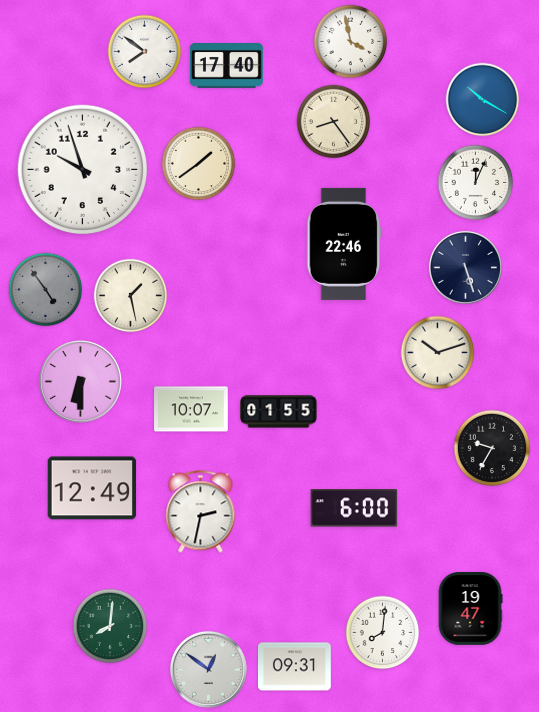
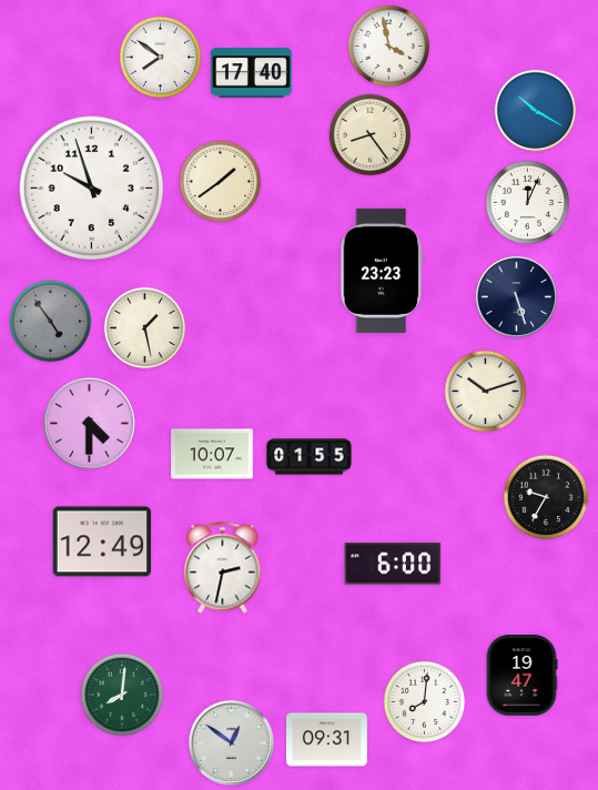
clock at (344, 244): 22:46 -> 23:23
clock at (80, 381): 6:30 -> 4:30
